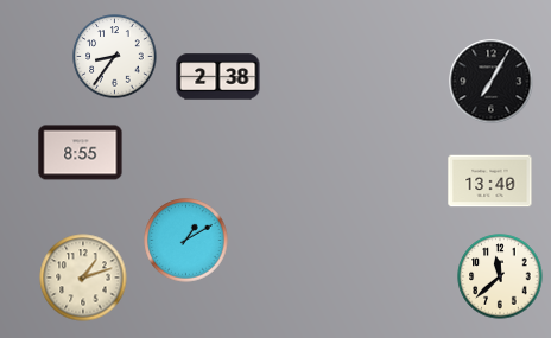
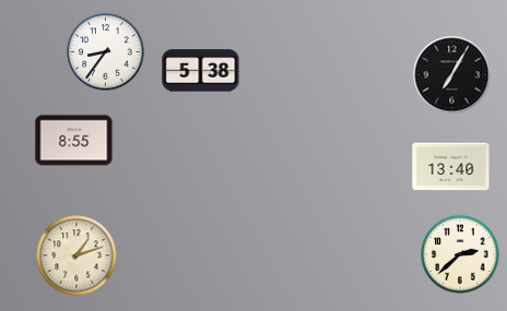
clock at (218, 77): 2:38 -> 5:38
clock at (186, 241): 1:10 -> none
clock at (500, 276): 11:38 -> 2:38
